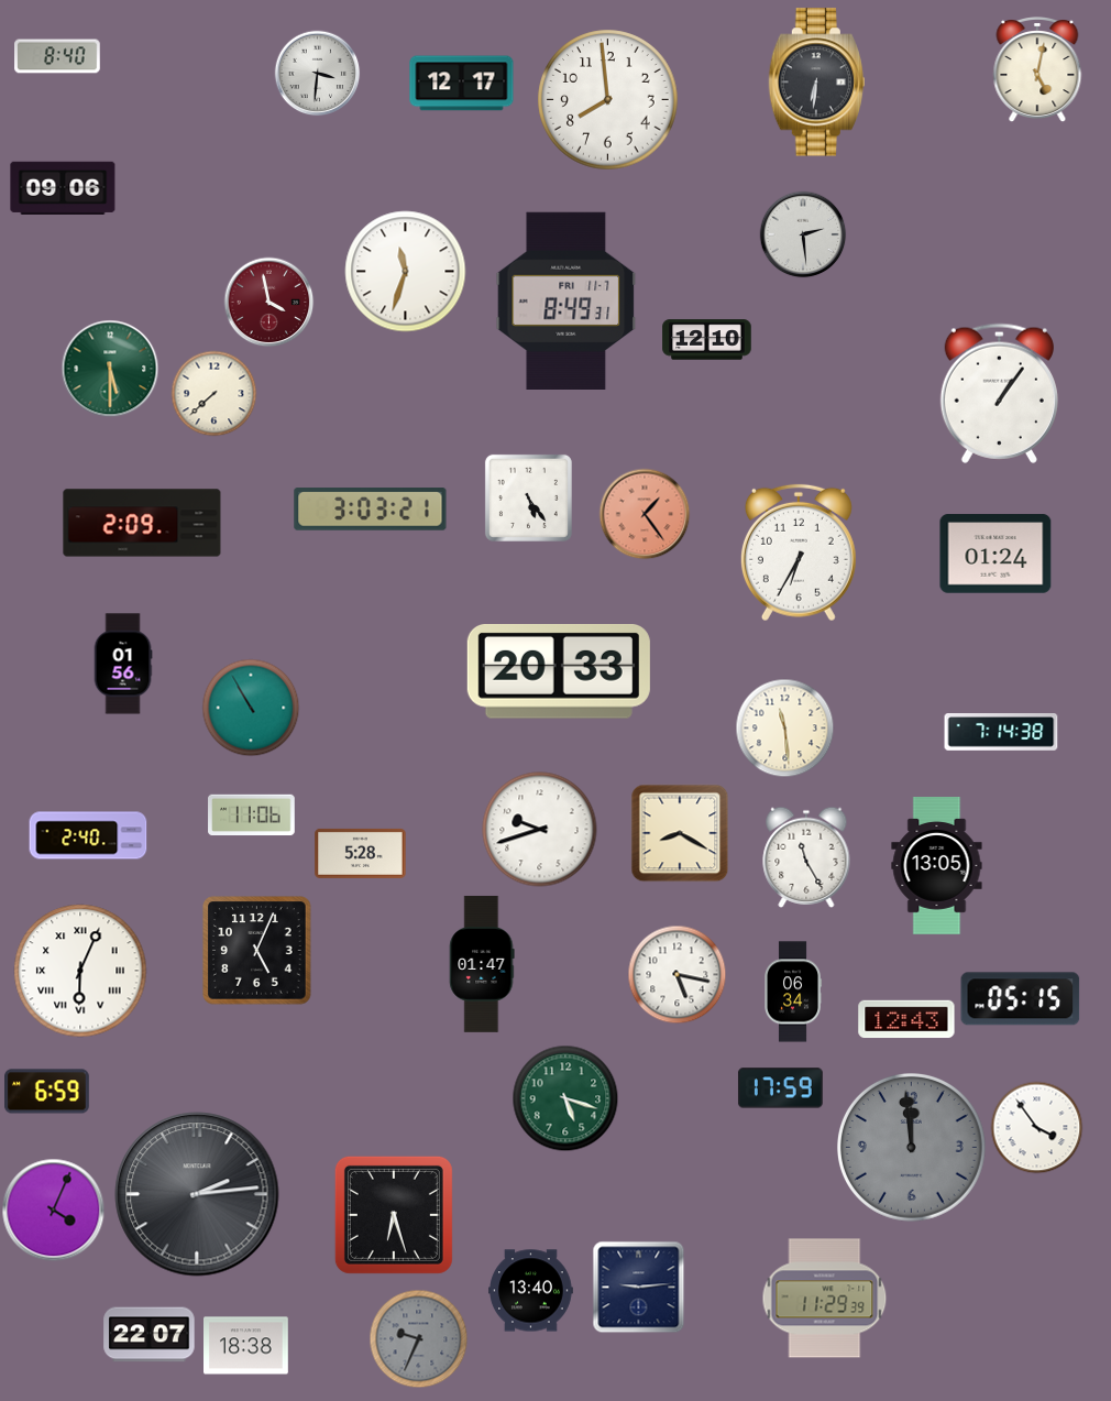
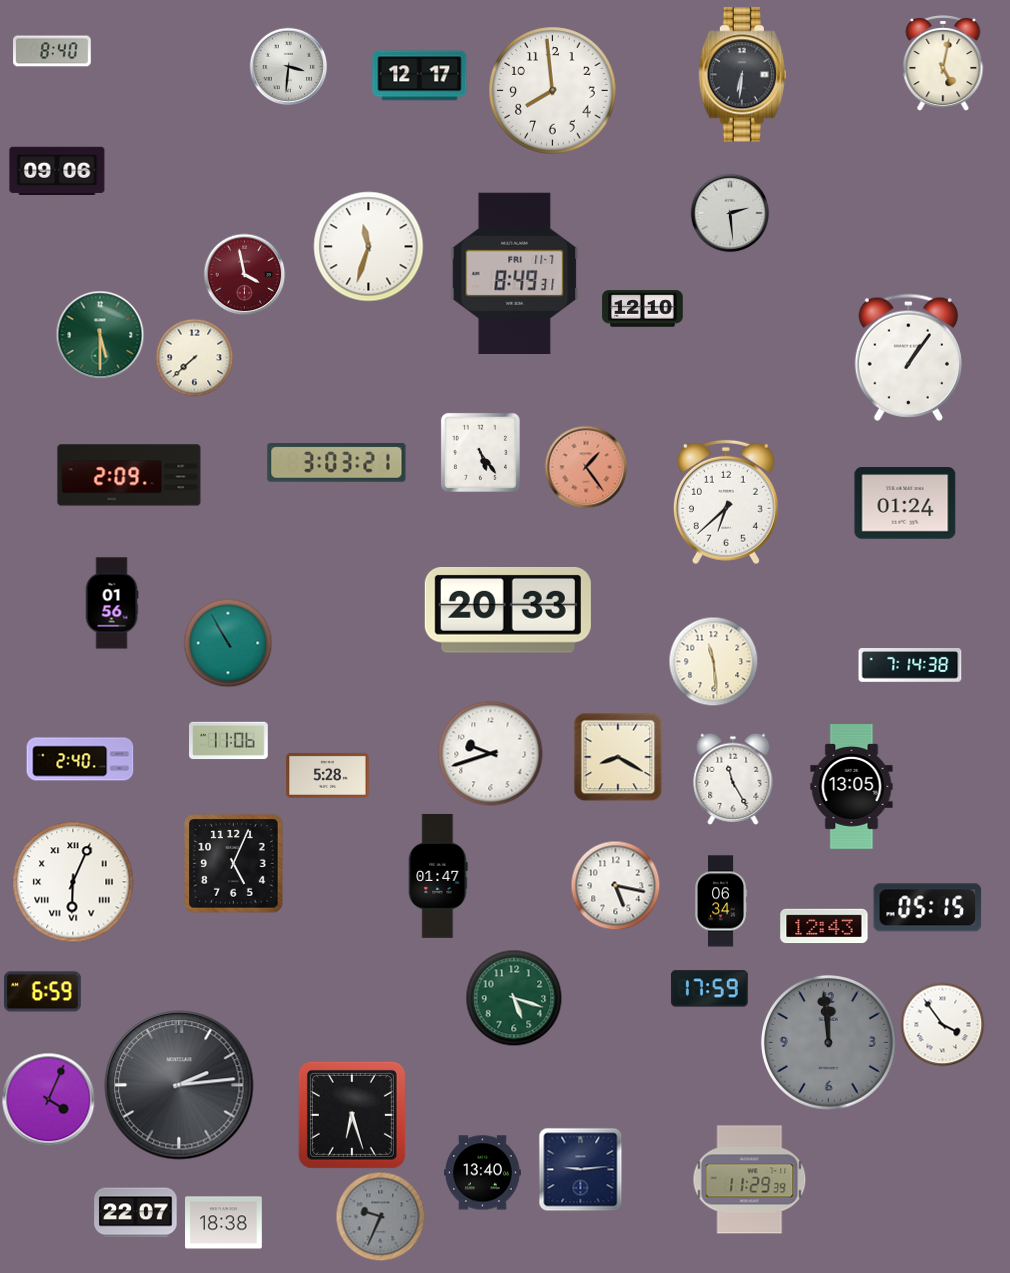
clock at (799, 552): 6:35 -> 6:38
clock at (394, 1215) position: (394, 1215) -> (352, 1115)
